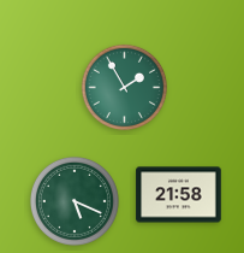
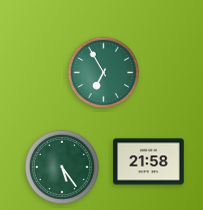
clock at (124, 87): 1:55 -> 6:55
clock at (75, 201): 5:19 -> 5:24
